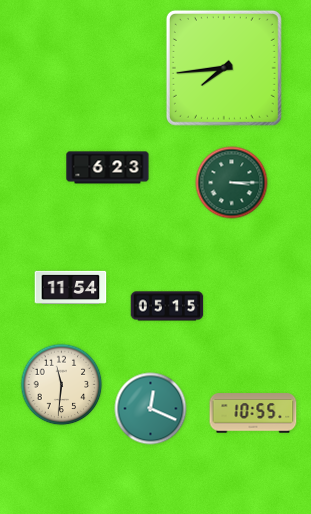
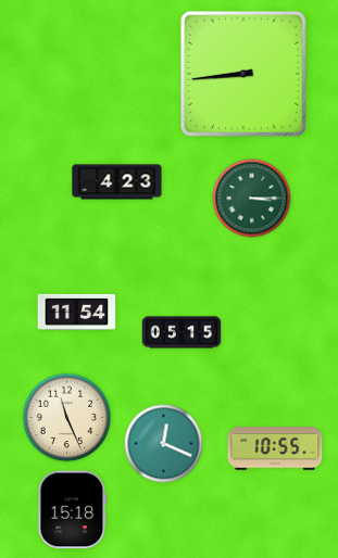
clock at (224, 68): 7:44 -> 8:44
clock at (108, 168): 6:23 -> 4:23
clock at (62, 385): 11:31 -> 11:26
clock at (73, 510): none -> 15:18
